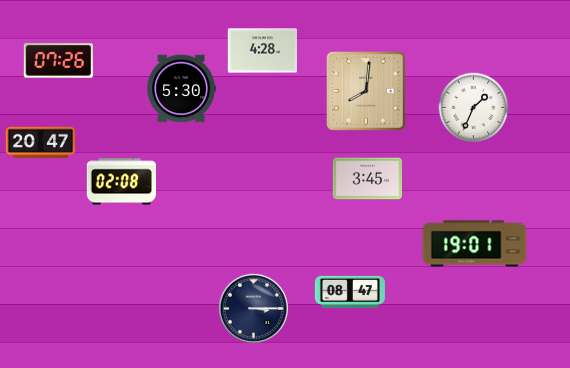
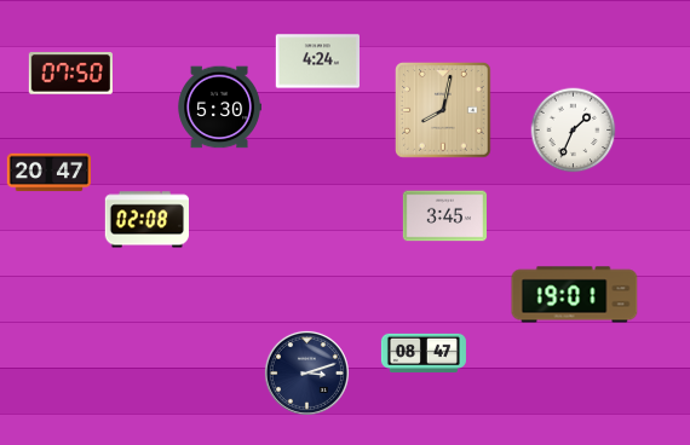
clock at (262, 51): 4:28 -> 4:24
clock at (58, 61): 07:26 -> 07:50
clock at (367, 92): 8:01 -> 8:02
clock at (253, 308): 3:15 -> 3:12
